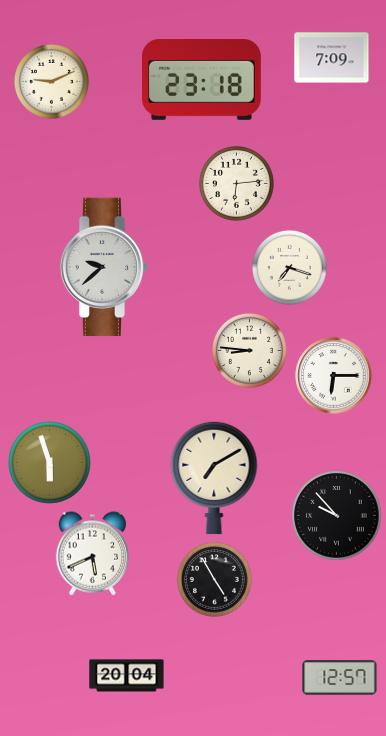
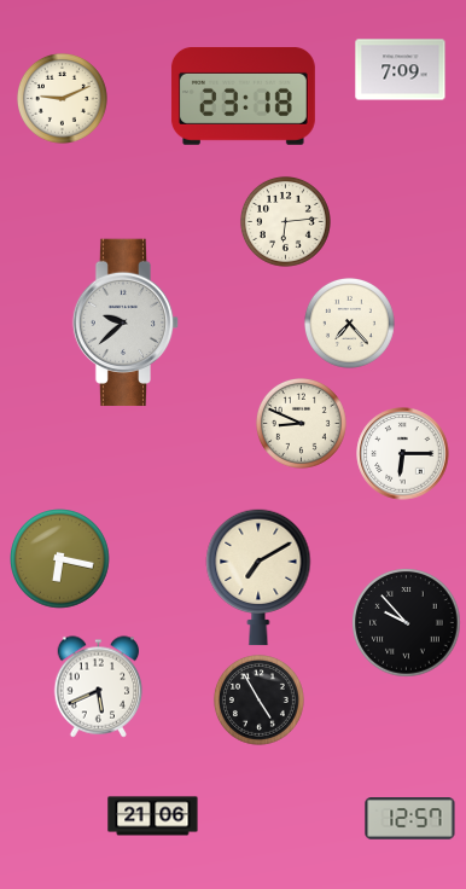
clock at (289, 267): 7:18 -> 7:23
clock at (249, 350): 8:46 -> 8:49
clock at (50, 463): 5:57 -> 6:17
clock at (93, 554) position: (93, 554) -> (99, 687)
clock at (127, 676): 20:04 -> 21:06
